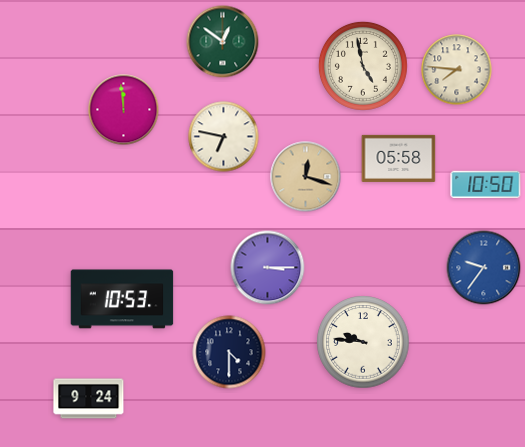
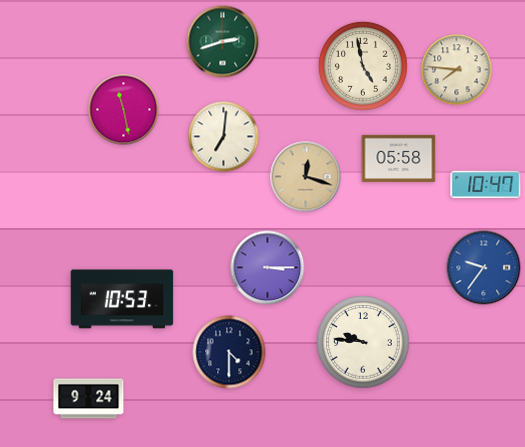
clock at (223, 42): 12:51 -> 2:42
clock at (124, 110): 11:59 -> 11:28
clock at (224, 137): 6:47 -> 7:01
clock at (486, 184): 10:50 -> 10:47
